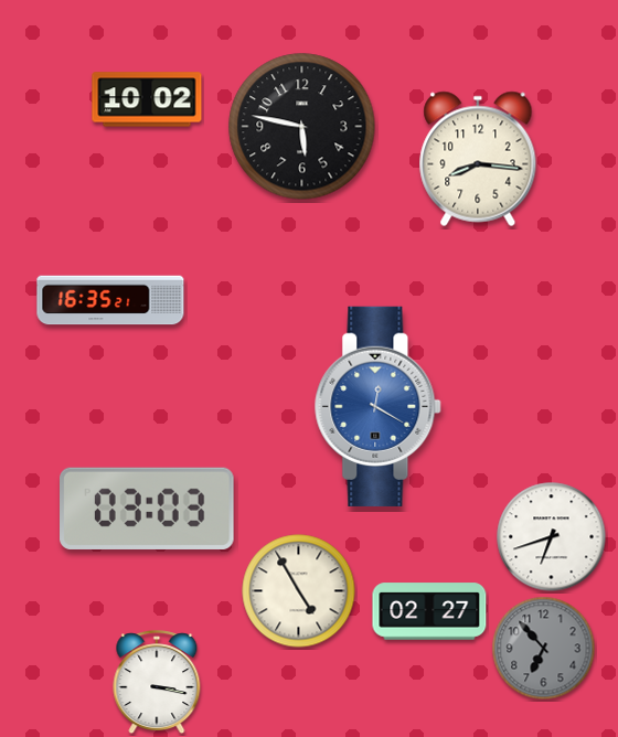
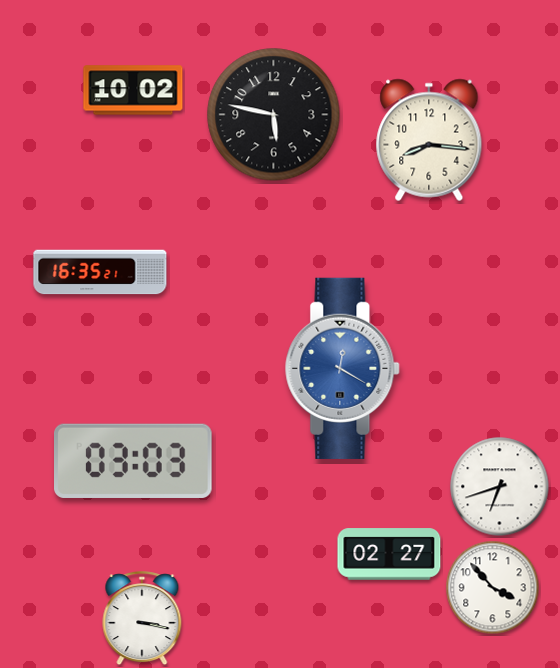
clock at (478, 159) position: (478, 159) -> (429, 140)
clock at (299, 591): 4:55 -> none
clock at (544, 649): 6:53 -> 3:53
clock at (544, 649) dial: grey -> white
